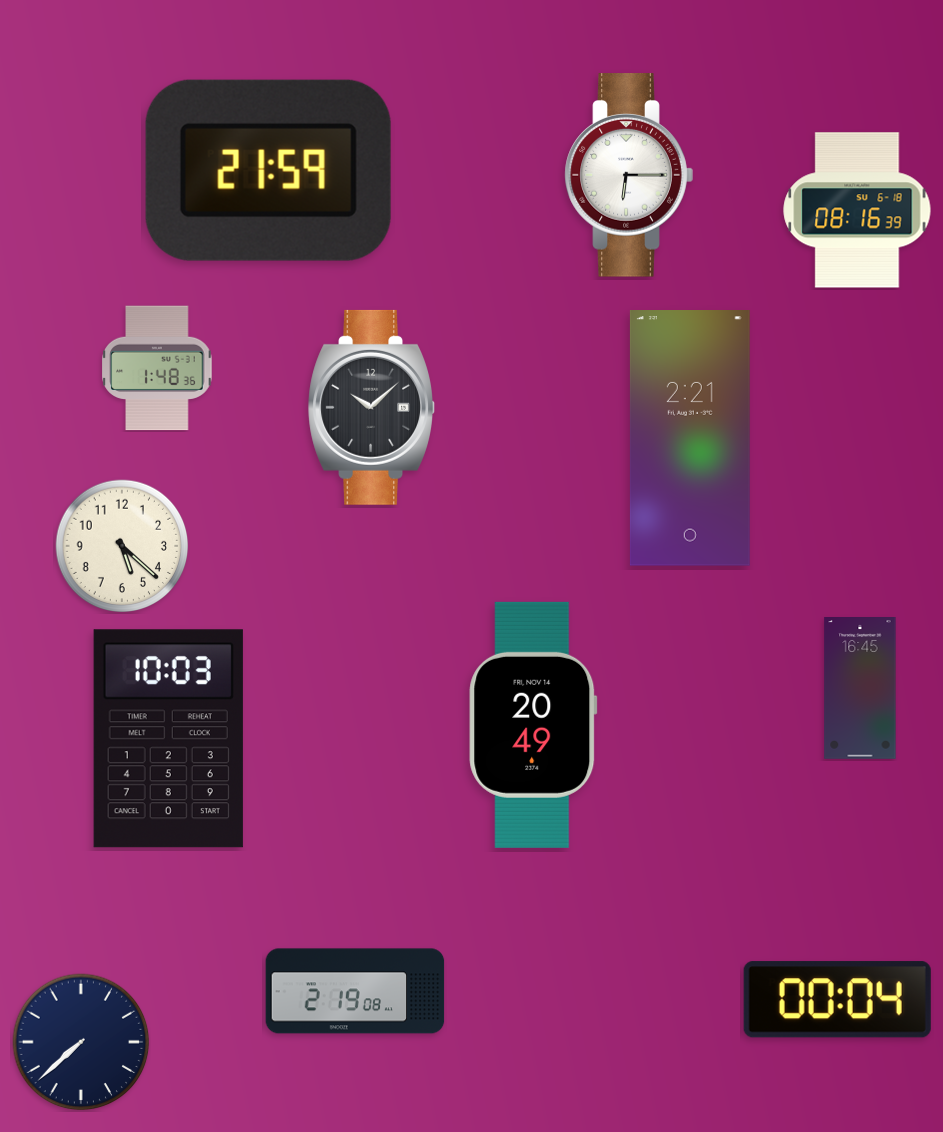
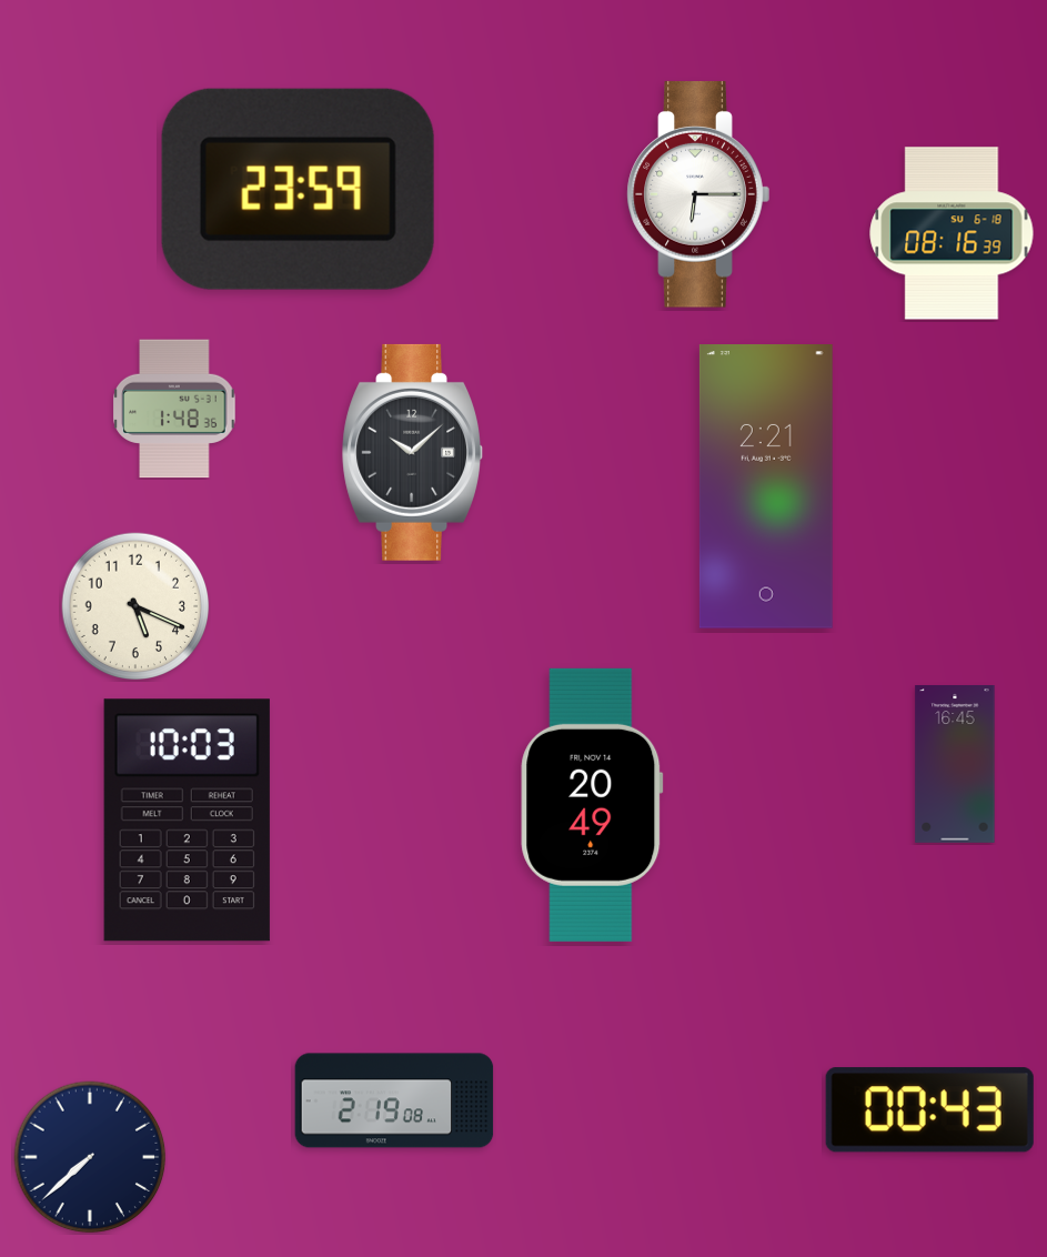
clock at (268, 170): 21:59 -> 23:59
clock at (122, 546): 5:22 -> 5:19
clock at (837, 1000): 00:04 -> 00:43
